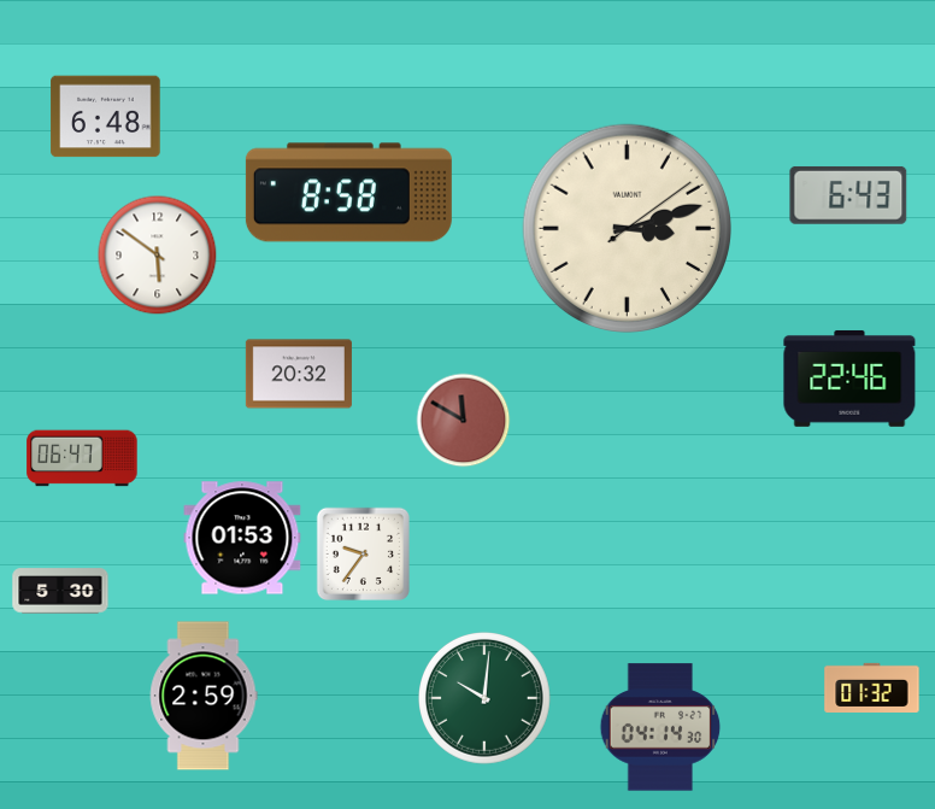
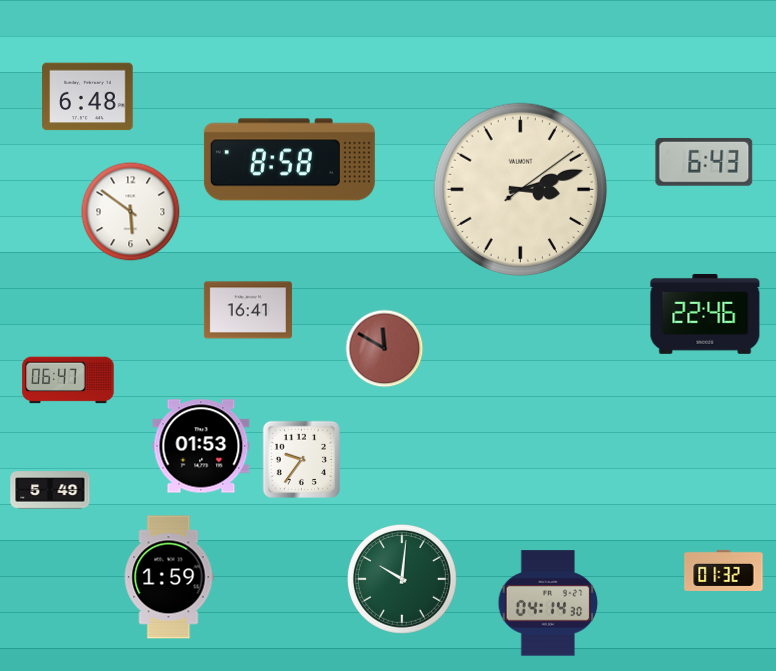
clock at (299, 374): 20:32 -> 16:41
clock at (60, 591): 5:30 -> 5:49
clock at (204, 696): 2:59 -> 1:59
